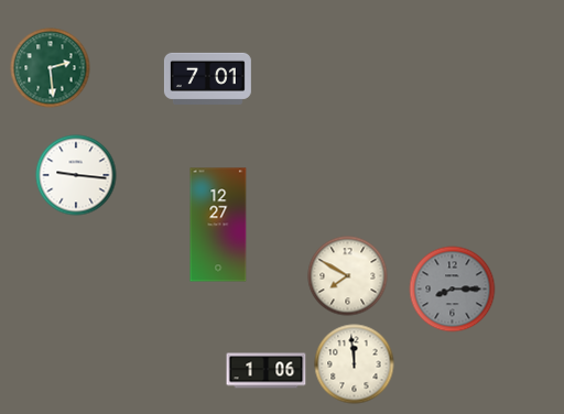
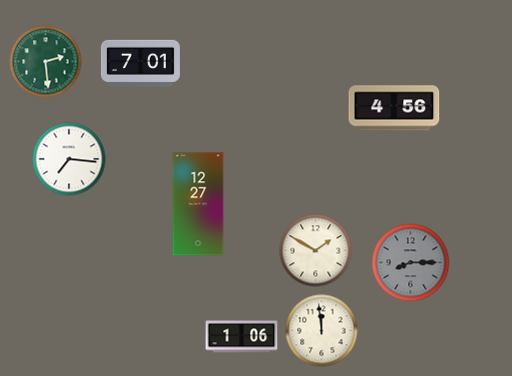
clock at (207, 78) position: (207, 78) -> (140, 63)
clock at (394, 108): none -> 4:56
clock at (76, 175): 9:16 -> 7:16
clock at (348, 276): 7:50 -> 1:50
